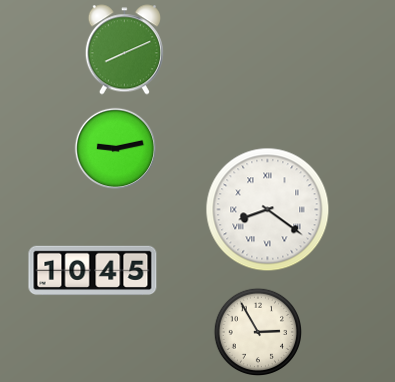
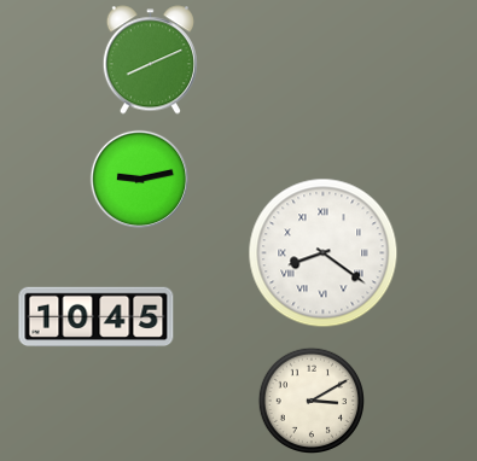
clock at (93, 271) position: (93, 271) -> (97, 317)
clock at (257, 331): 2:55 -> 3:10
